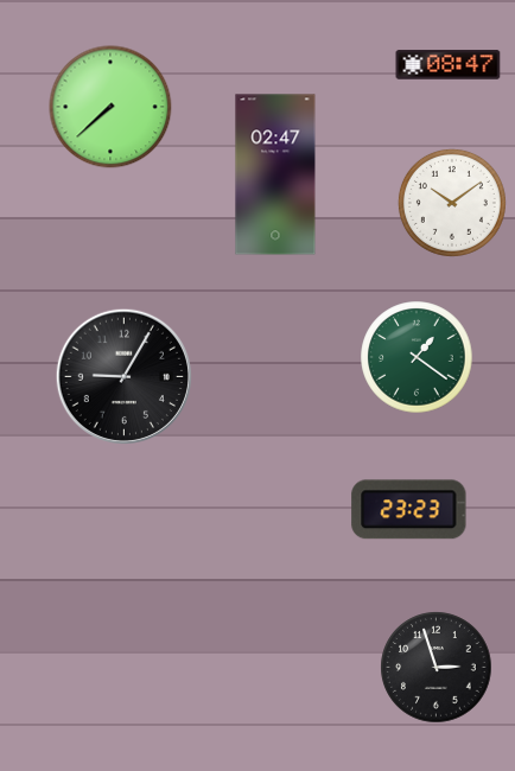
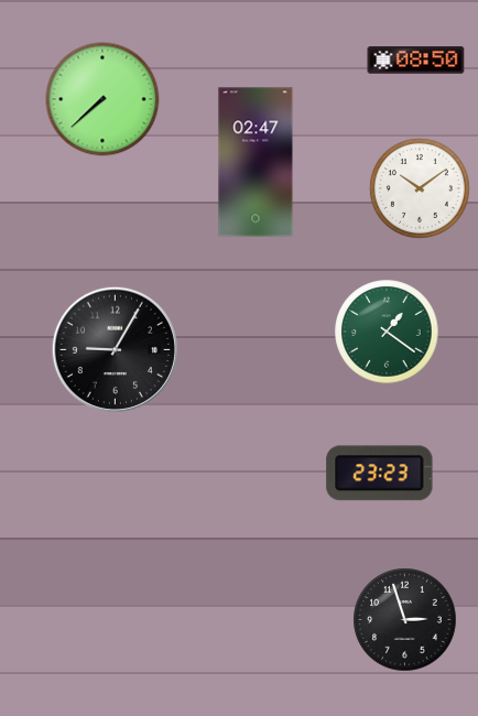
clock at (449, 65): 08:47 -> 08:50
